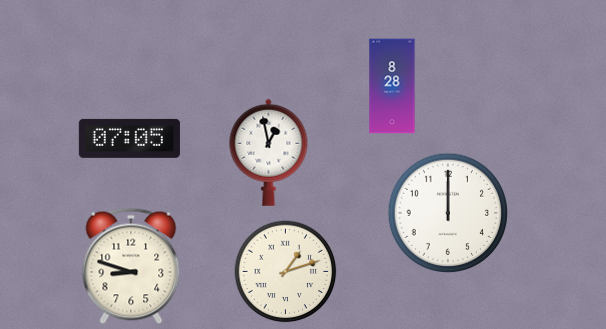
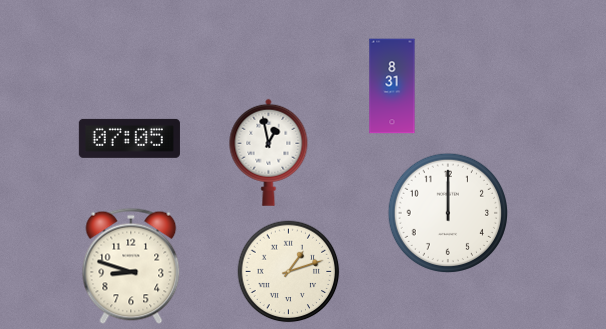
clock at (392, 86): 8:28 -> 8:31
clock at (286, 272) position: (286, 272) -> (289, 272)
